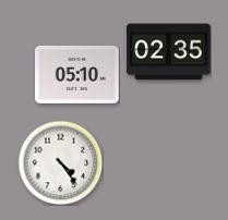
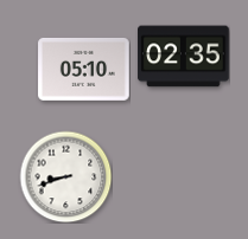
clock at (77, 74) position: (77, 74) -> (84, 69)
clock at (60, 162): 4:24 -> 8:42
